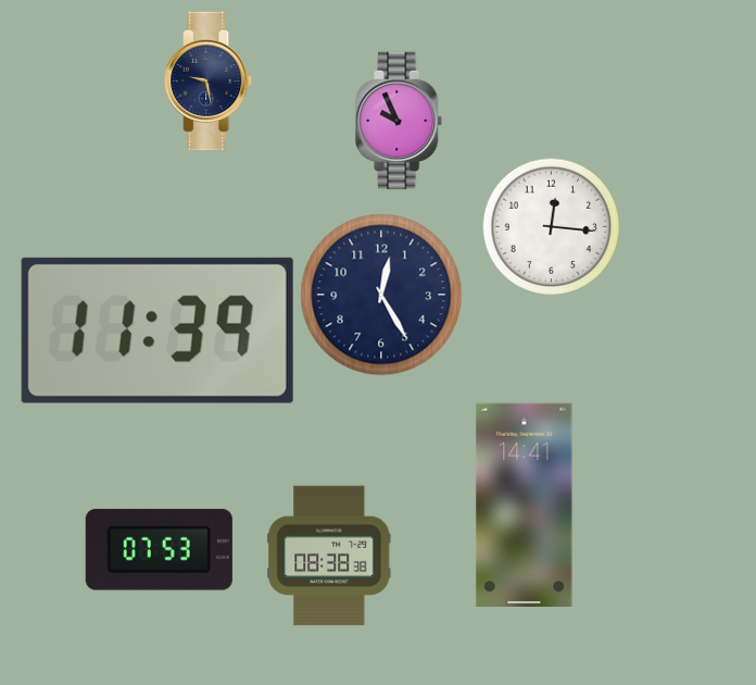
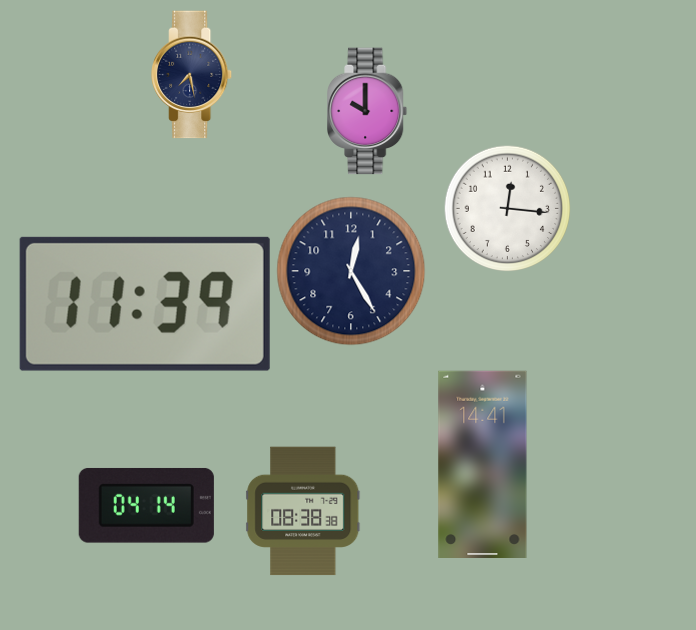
clock at (210, 82): 9:28 -> 7:28
clock at (400, 121): 9:56 -> 10:00
clock at (159, 550): 07:53 -> 04:14
